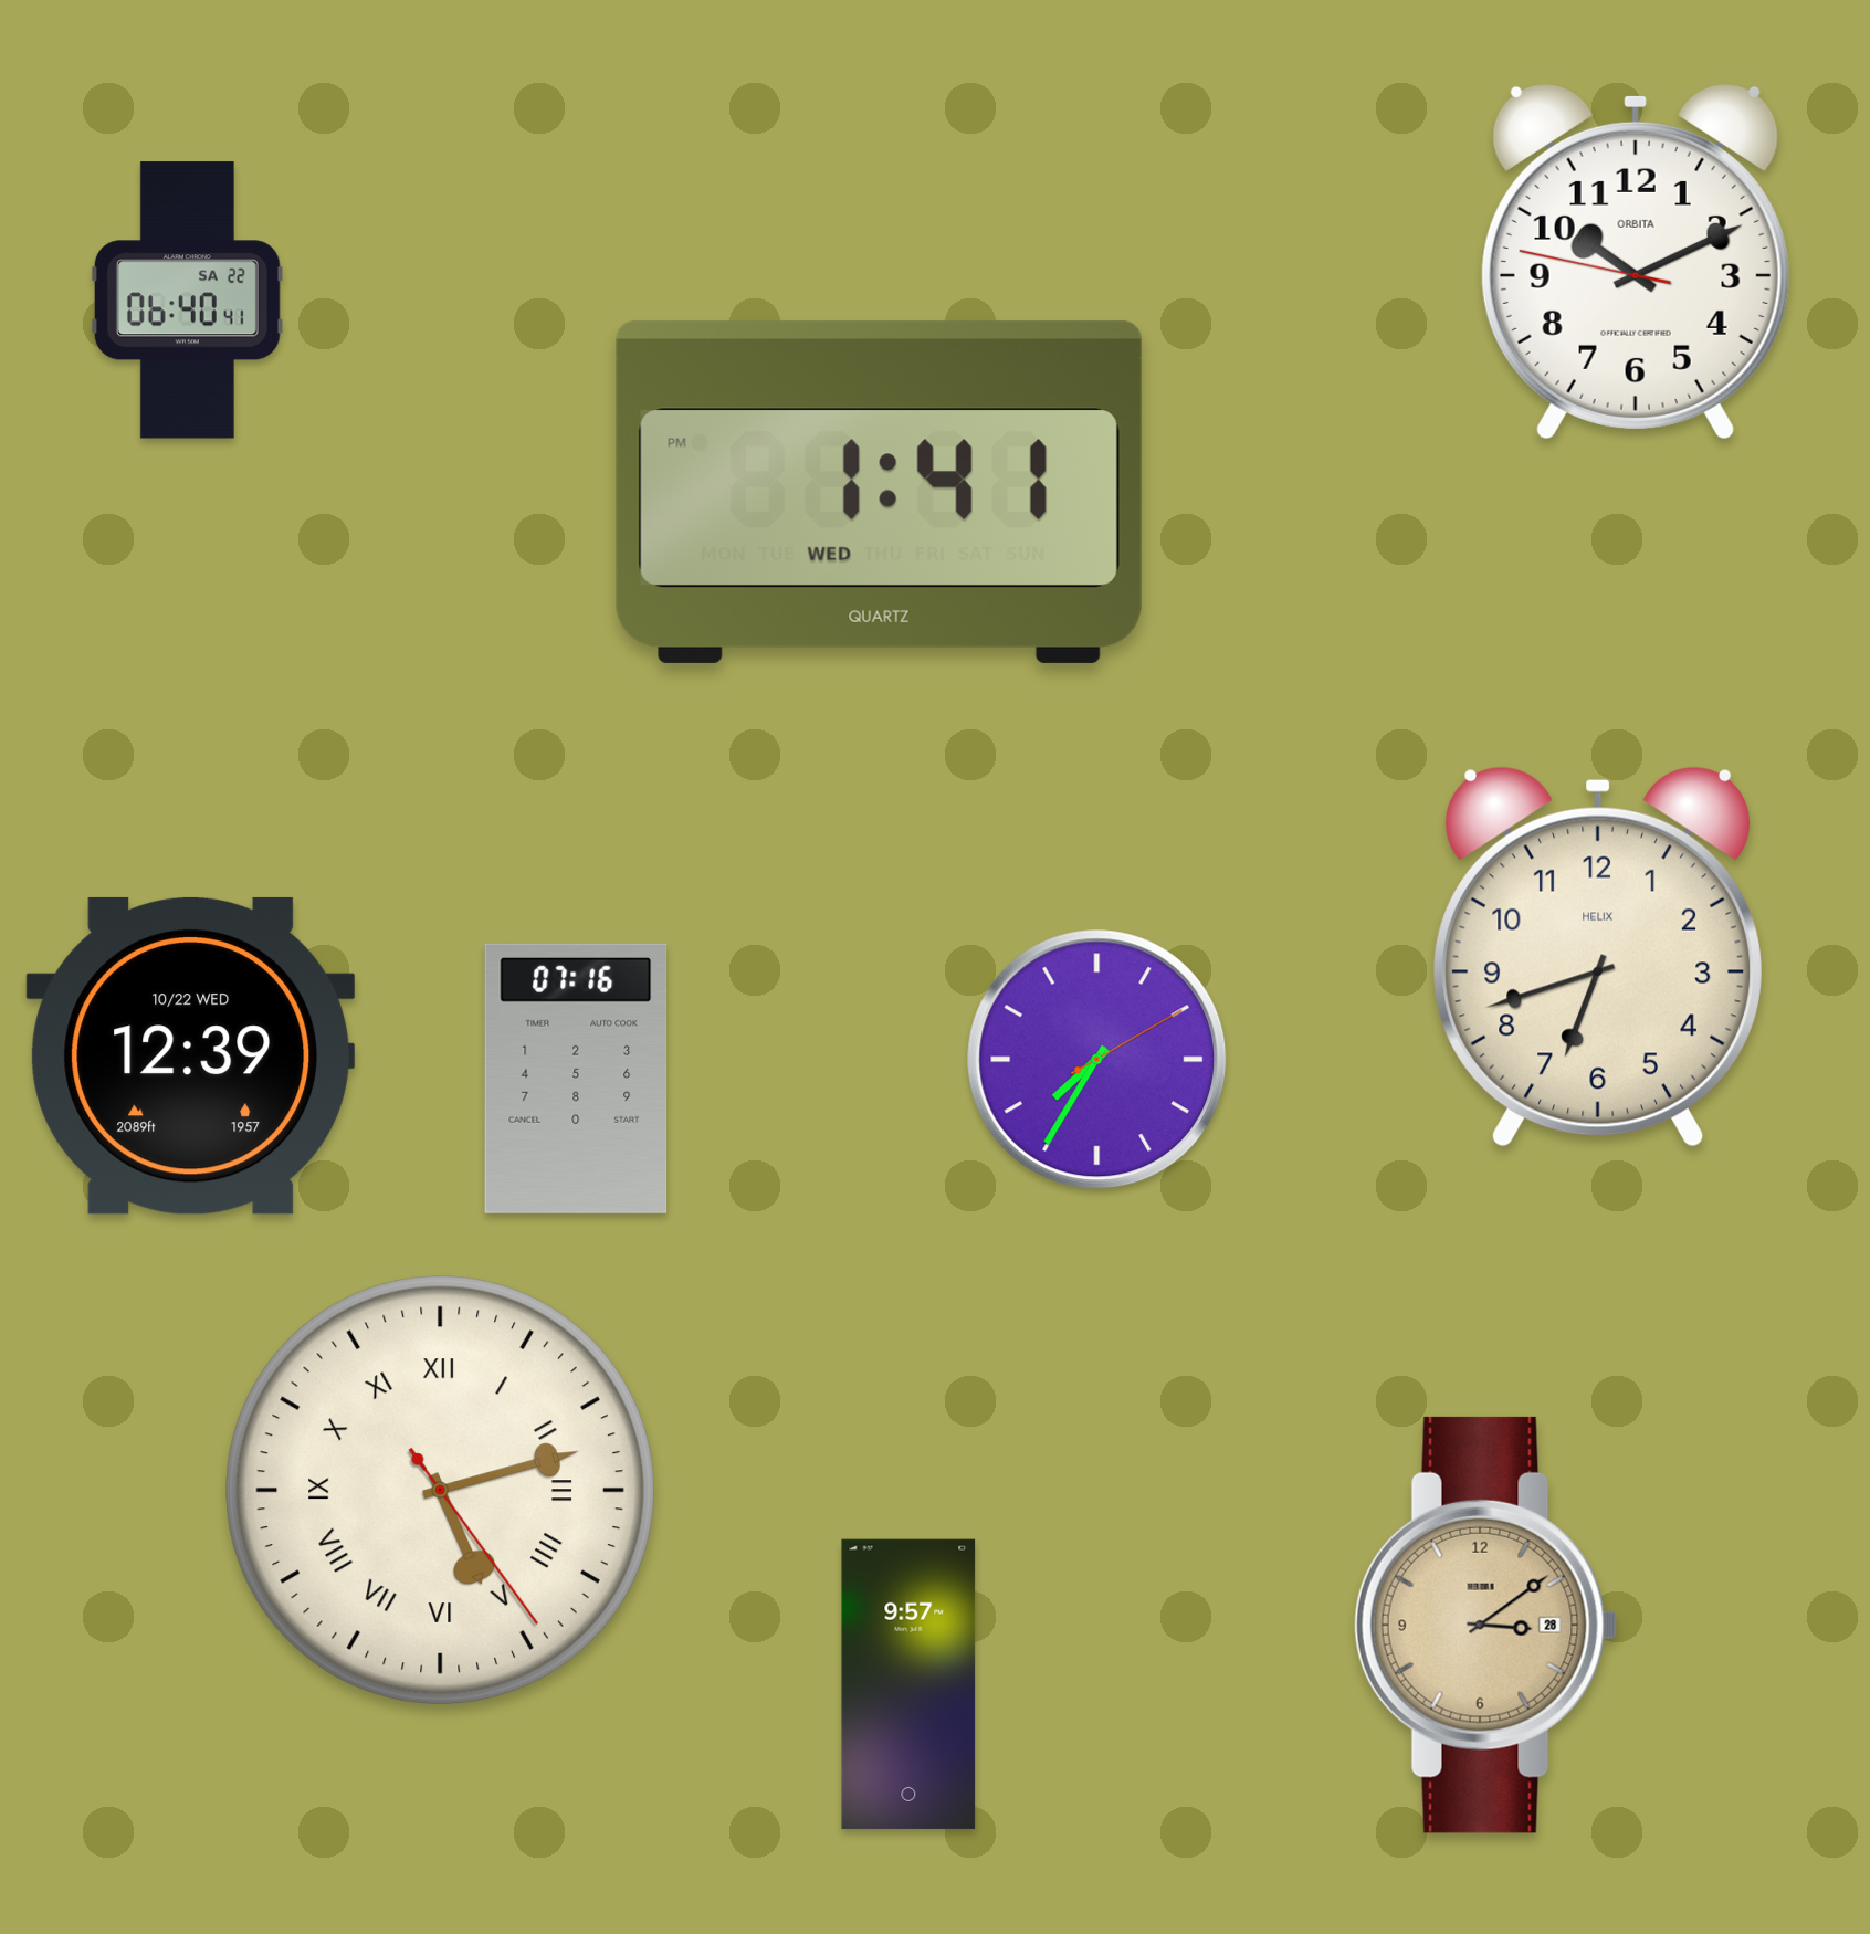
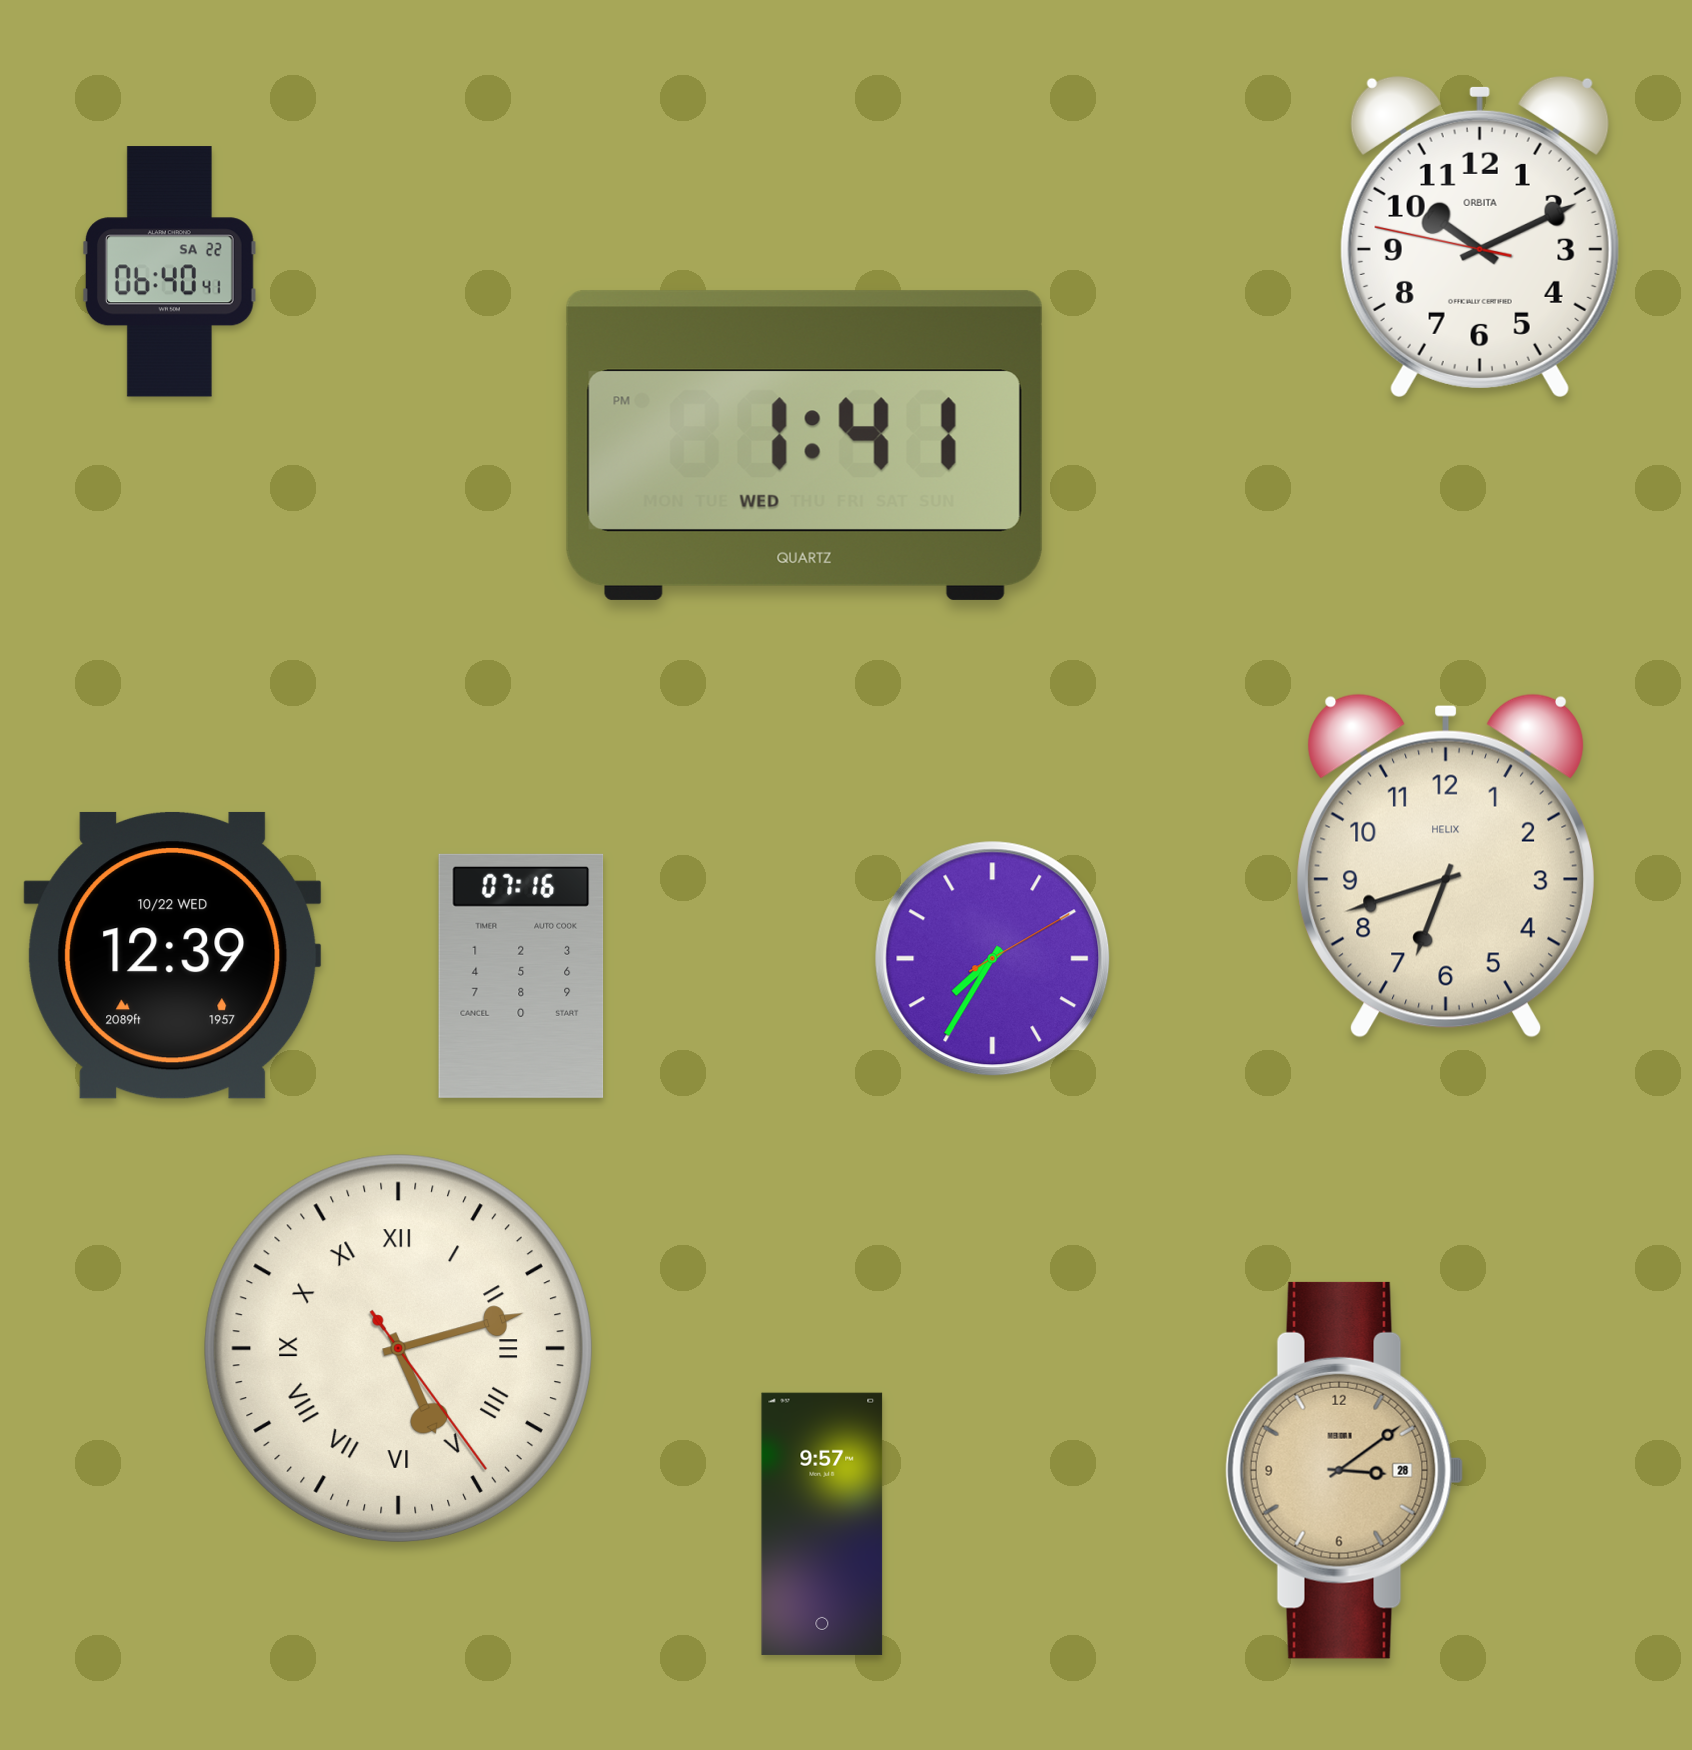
clock at (879, 492) position: (879, 492) -> (804, 445)
